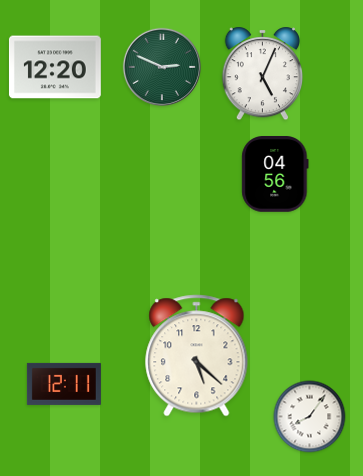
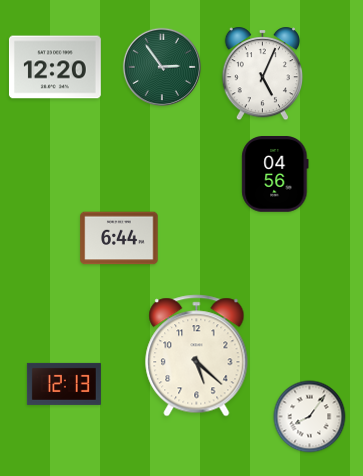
clock at (161, 66): 2:49 -> 2:54
clock at (119, 238): none -> 6:44
clock at (64, 384): 12:11 -> 12:13
